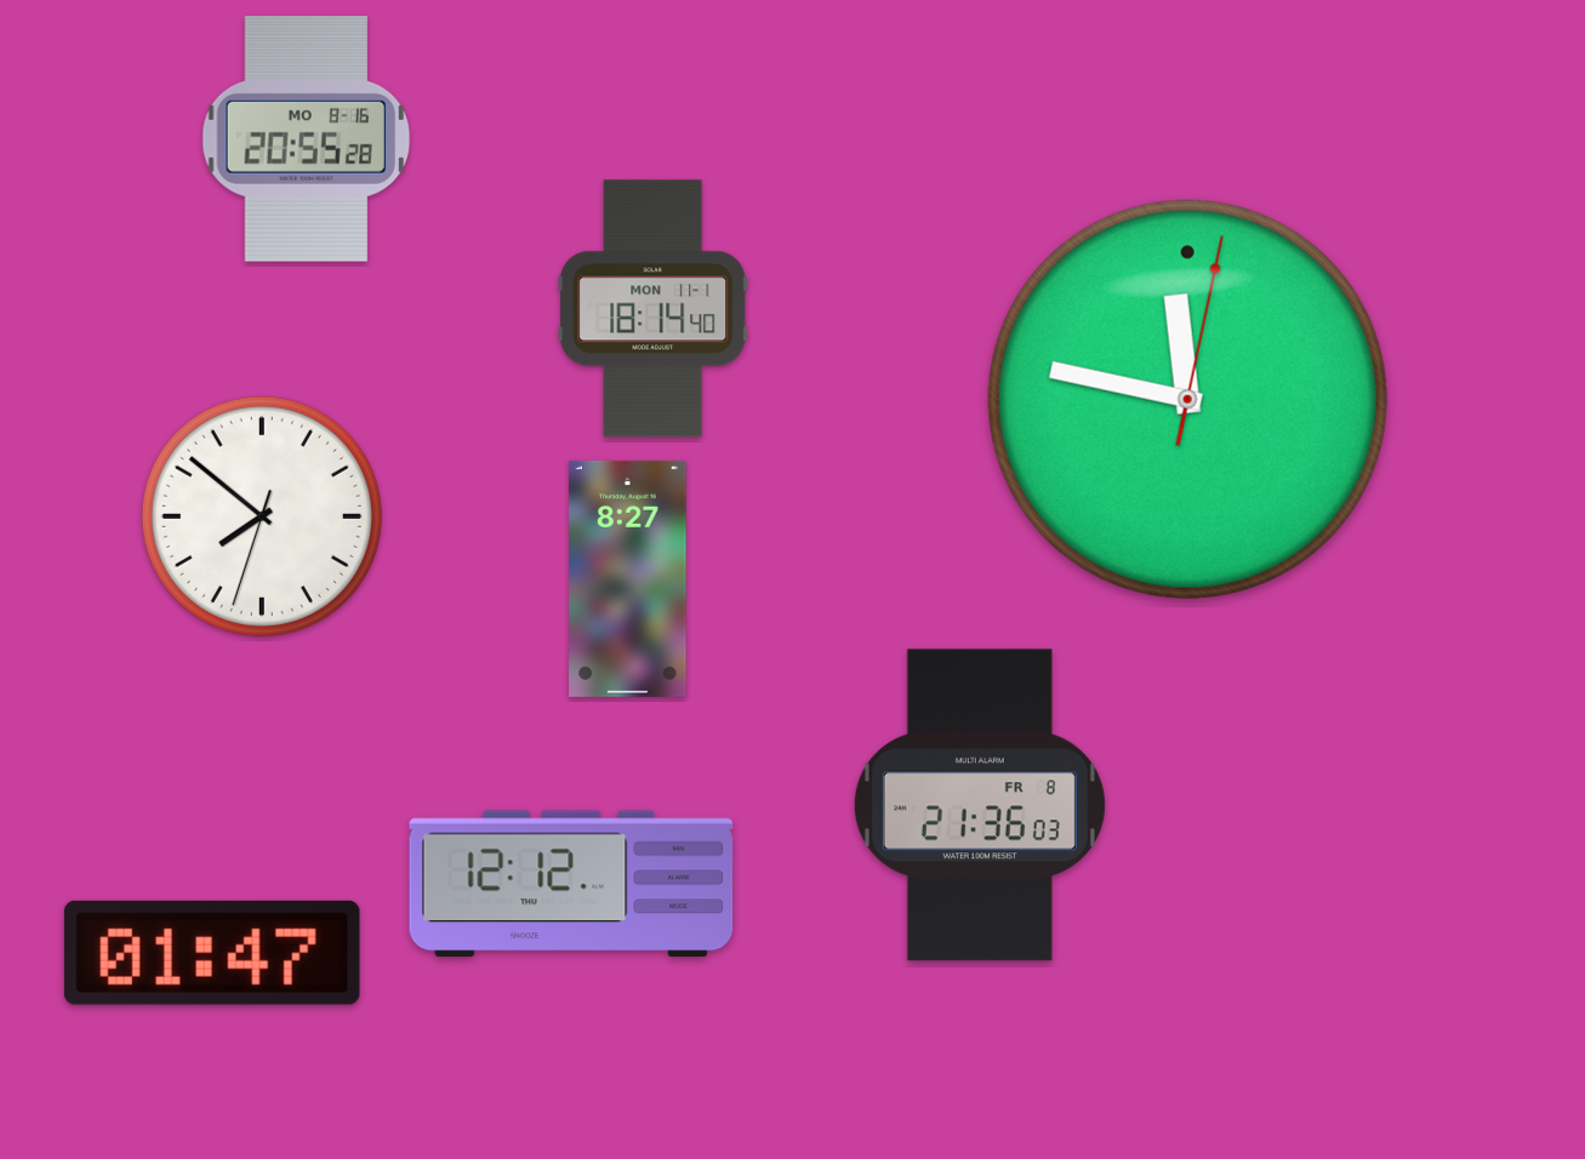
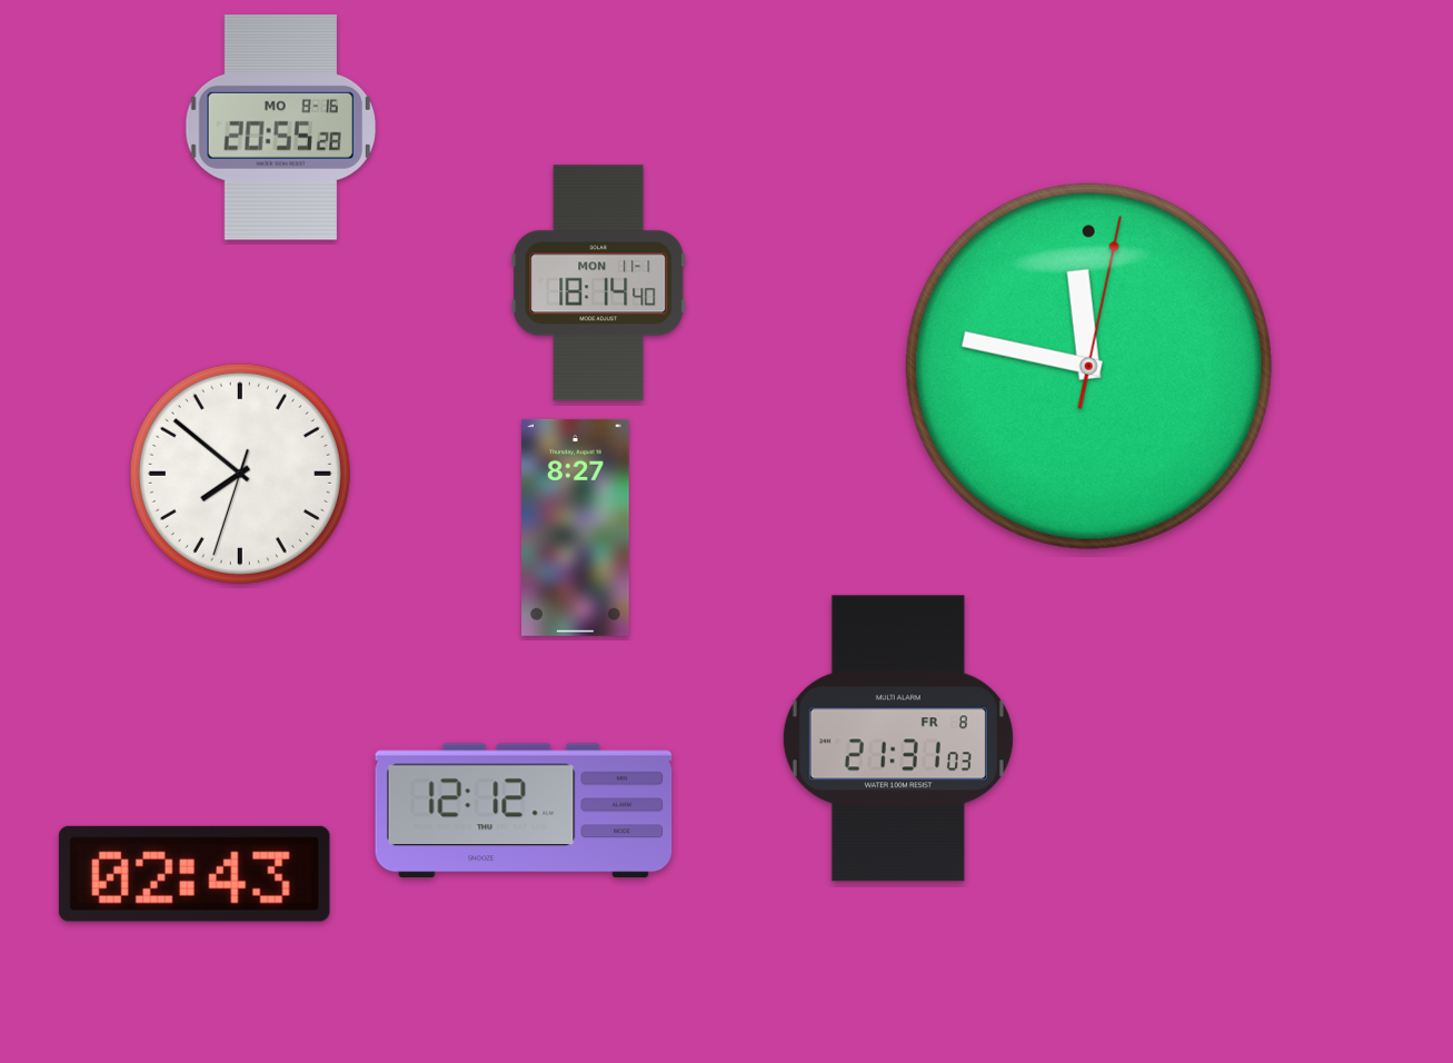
clock at (628, 578) position: (628, 578) -> (576, 527)
clock at (980, 805): 21:36 -> 21:31
clock at (212, 953): 01:47 -> 02:43
